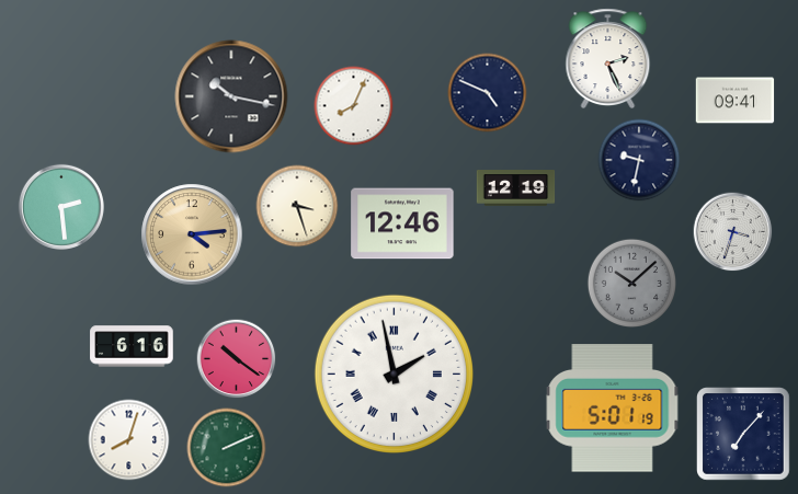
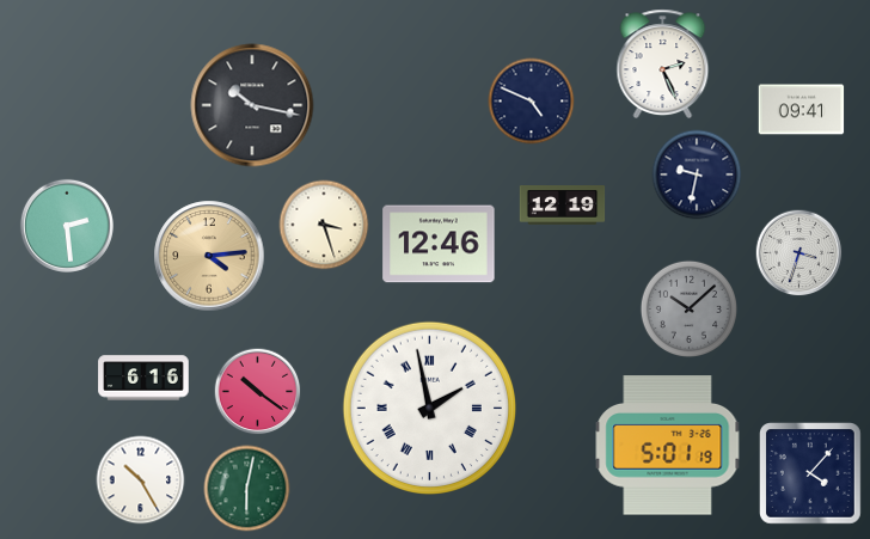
clock at (354, 106): 8:04 -> none
clock at (744, 435): 7:07 -> 4:07
clock at (129, 440): 8:03 -> 10:25
clock at (227, 448): 2:11 -> 6:02
